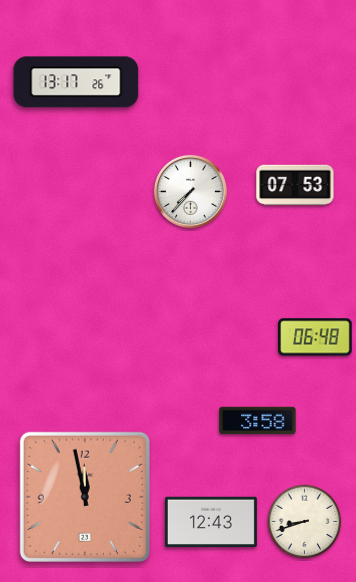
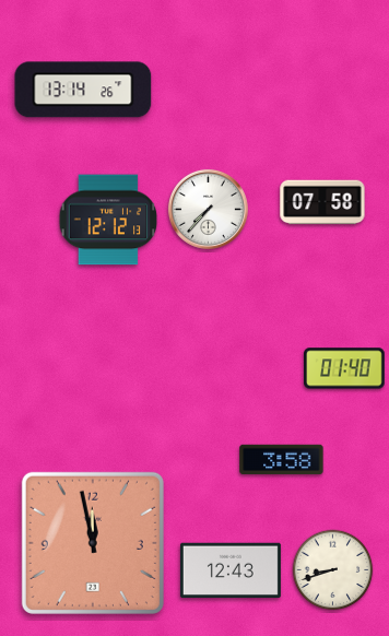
clock at (76, 82): 13:17 -> 13:14
clock at (295, 185): 07:53 -> 07:58
clock at (108, 220): none -> 12:12
clock at (315, 337): 06:48 -> 01:40
